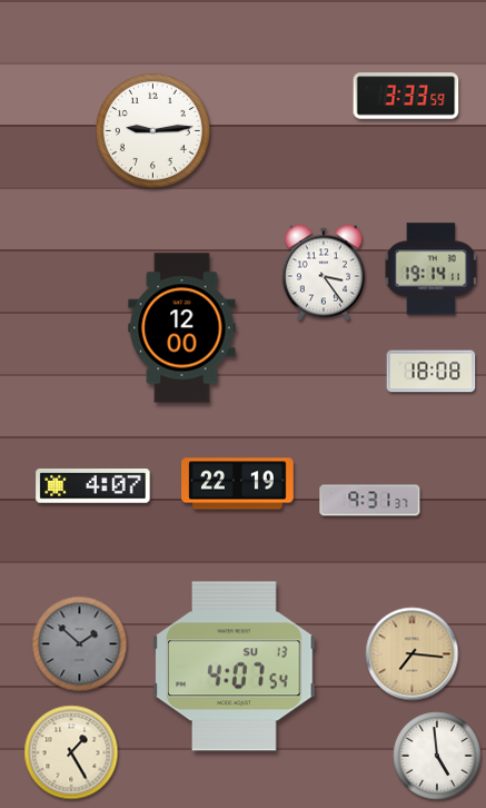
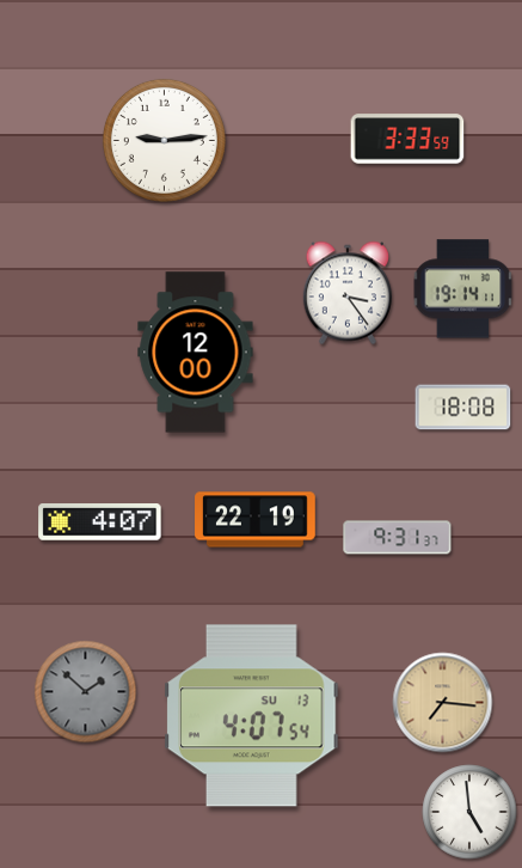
clock at (406, 96) position: (406, 96) -> (407, 139)
clock at (432, 372) position: (432, 372) -> (463, 408)
clock at (71, 752): 1:25 -> none
